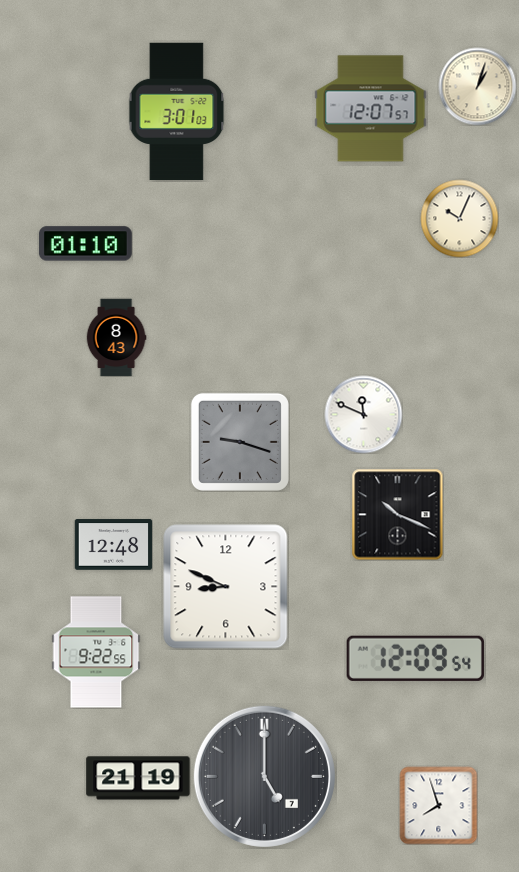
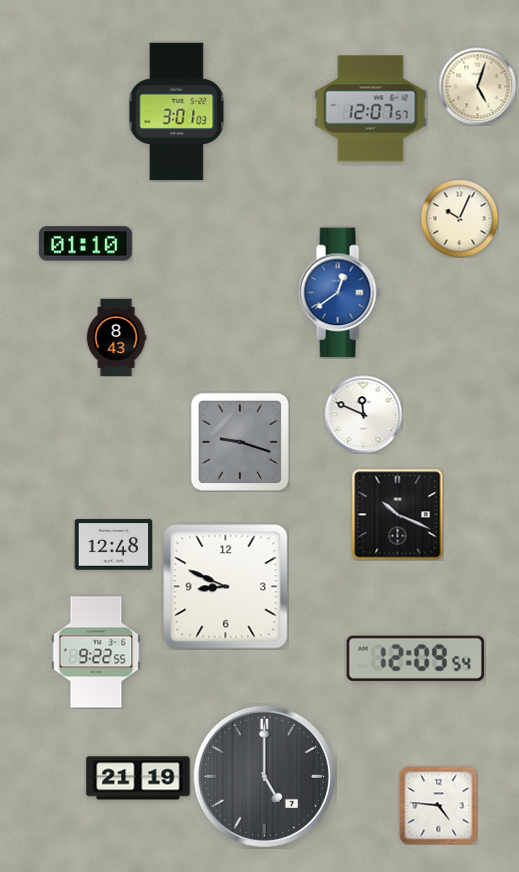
clock at (477, 86): 1:03 -> 5:03
clock at (339, 293): none -> 12:39
clock at (438, 805): 7:57 -> 4:46
